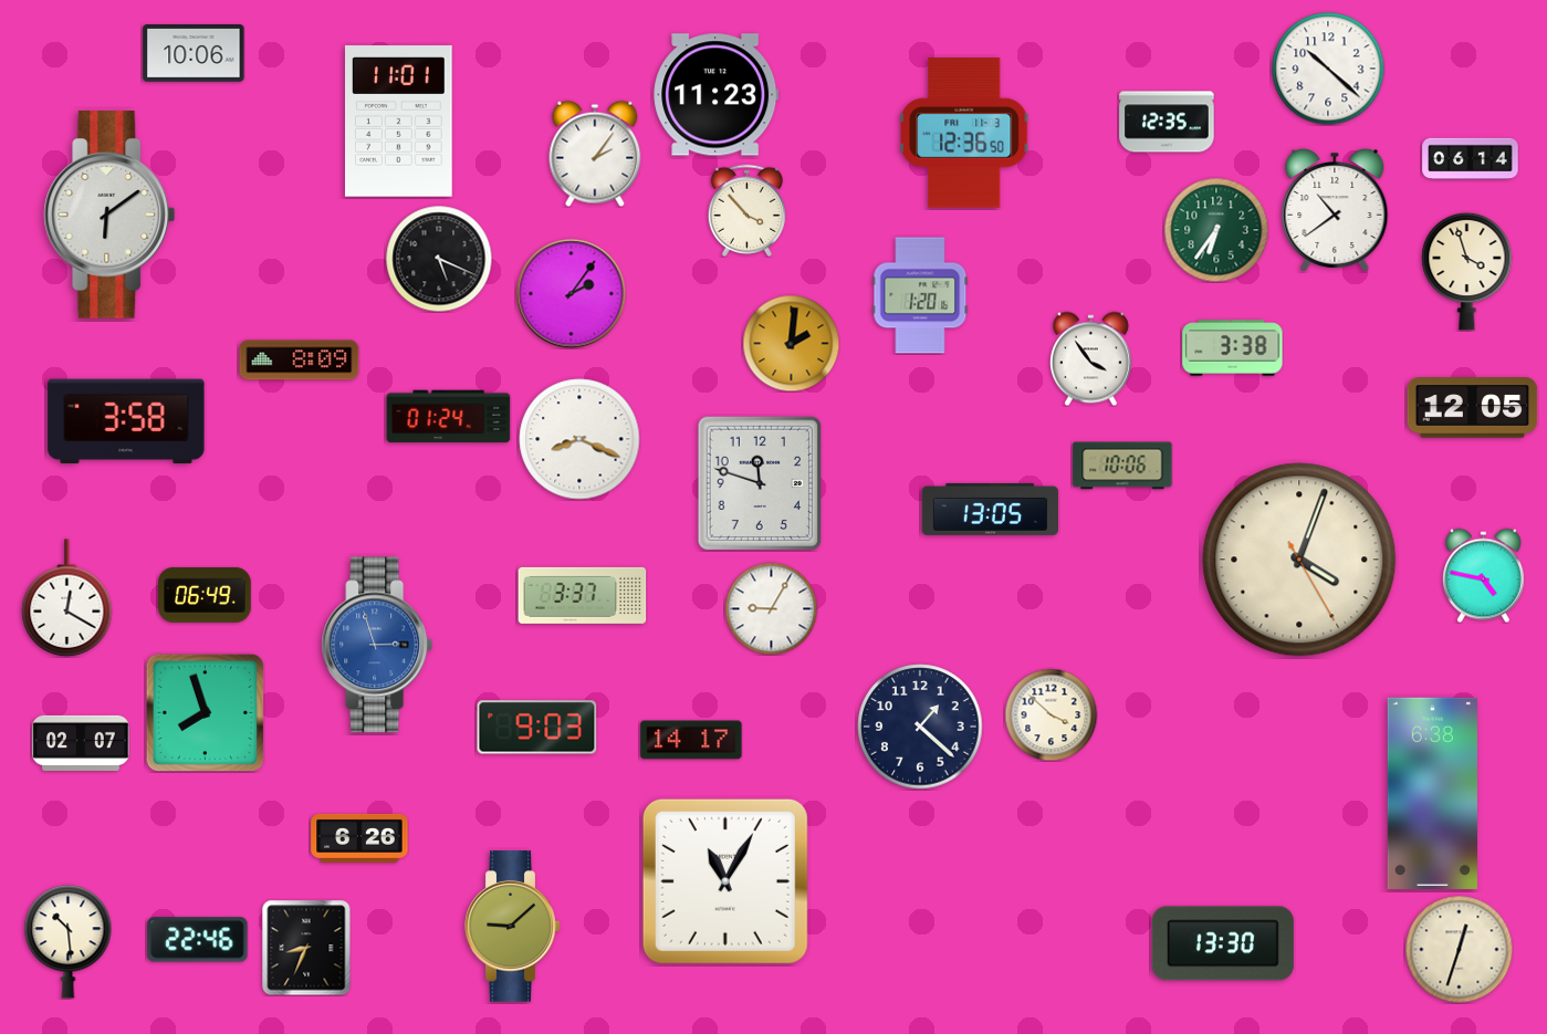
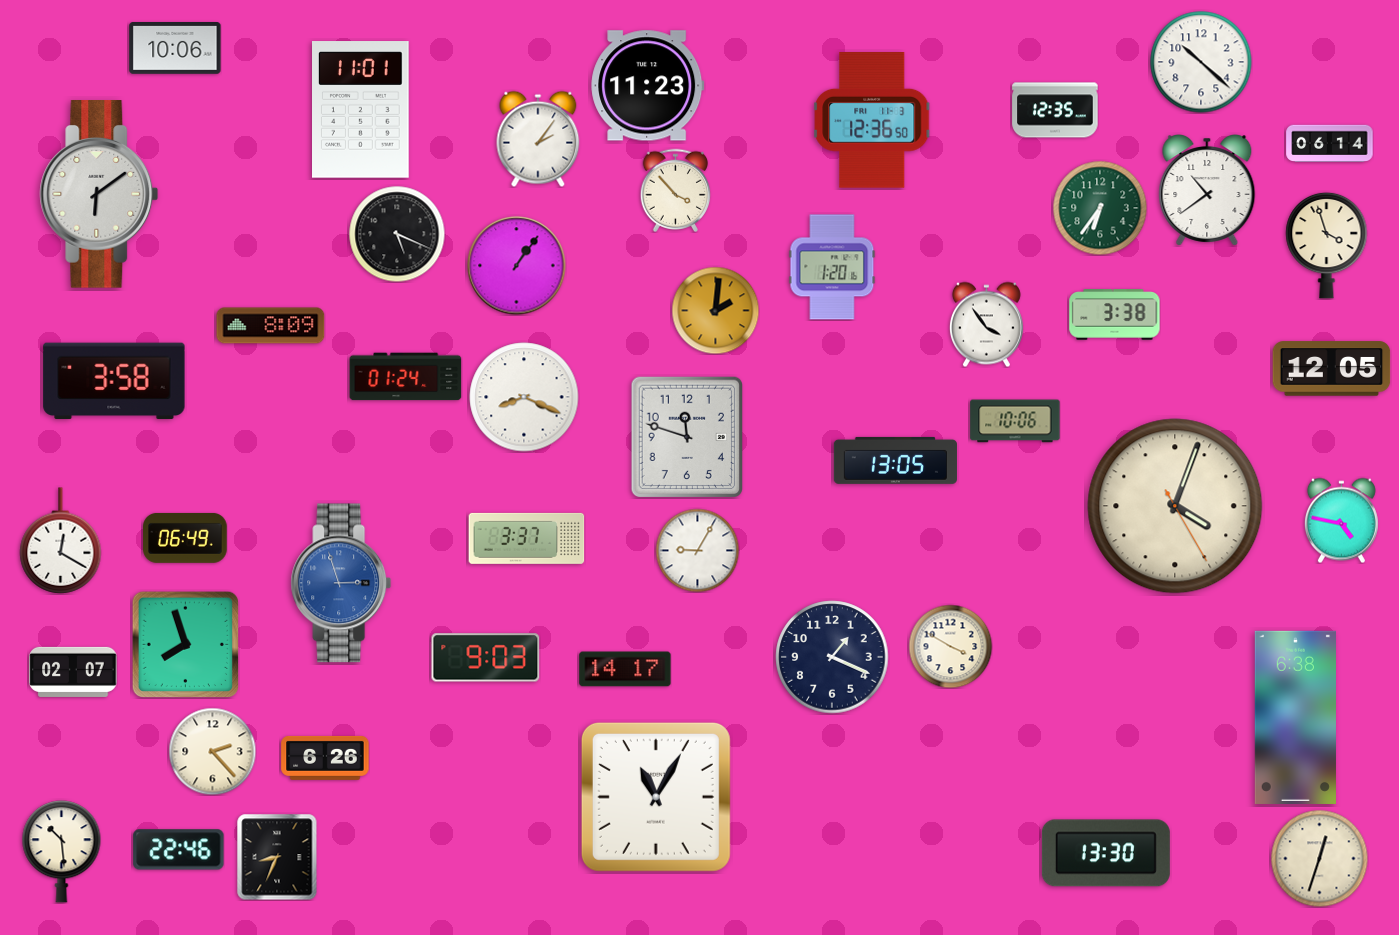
clock at (572, 294): 2:06 -> 1:06
clock at (1051, 714): 3:52 -> 3:50
clock at (920, 727): 1:22 -> 1:19
clock at (212, 751): none -> 2:23
clock at (513, 927): 9:08 -> none
